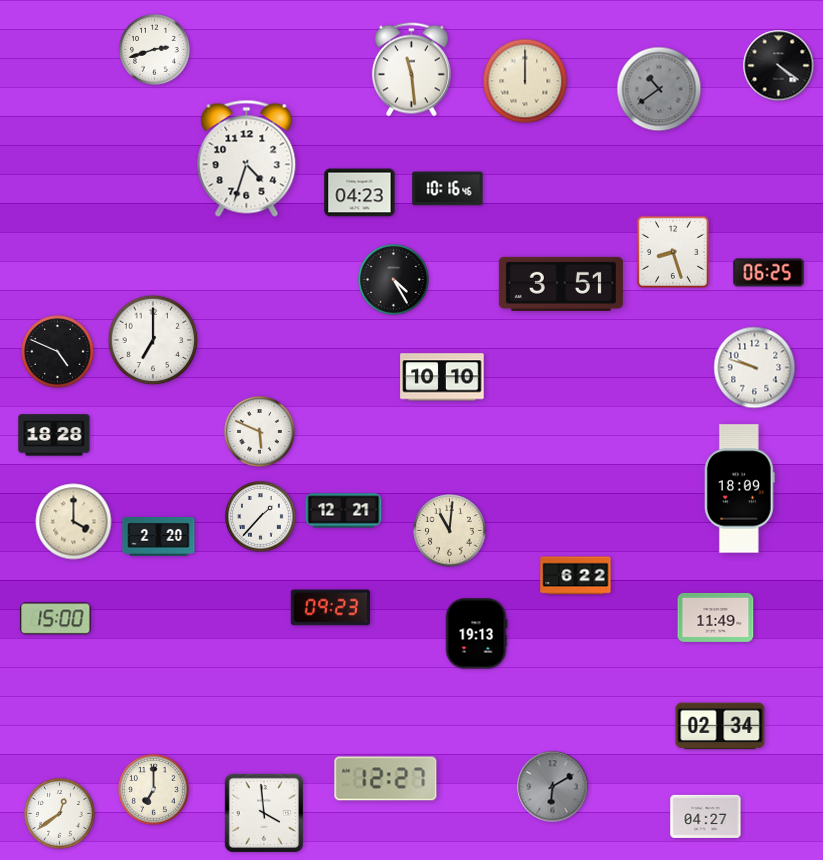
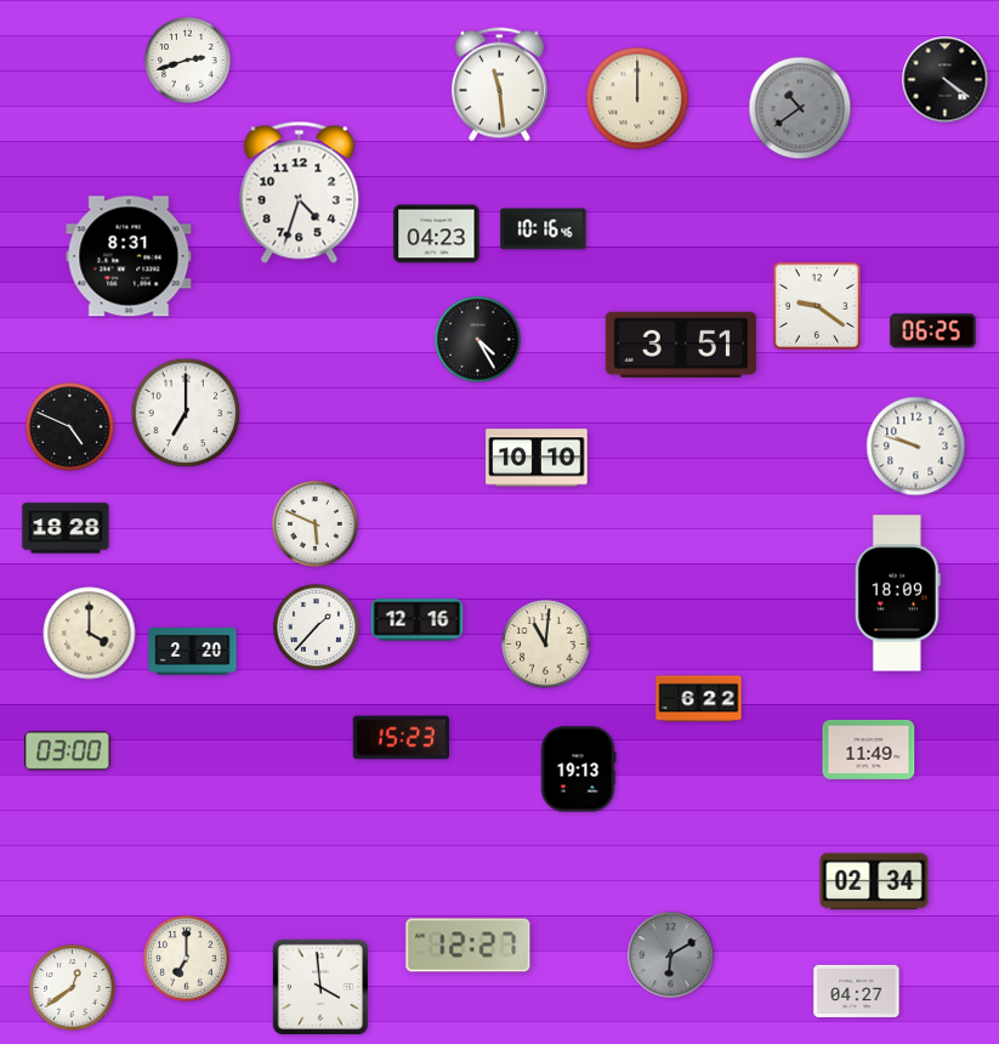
clock at (129, 256): none -> 8:31
clock at (673, 252): 8:27 -> 9:21
clock at (344, 511): 12:21 -> 12:16
clock at (330, 608): 09:23 -> 15:23
clock at (56, 619): 15:00 -> 03:00
